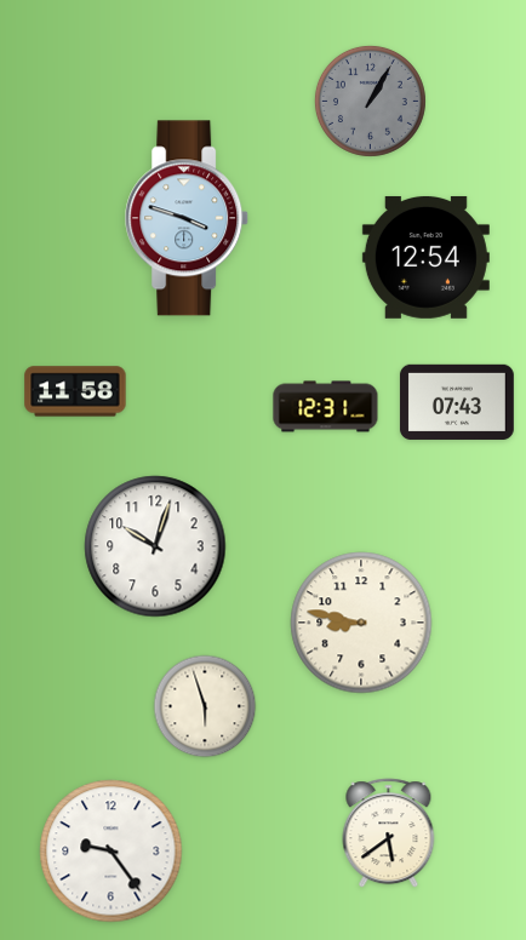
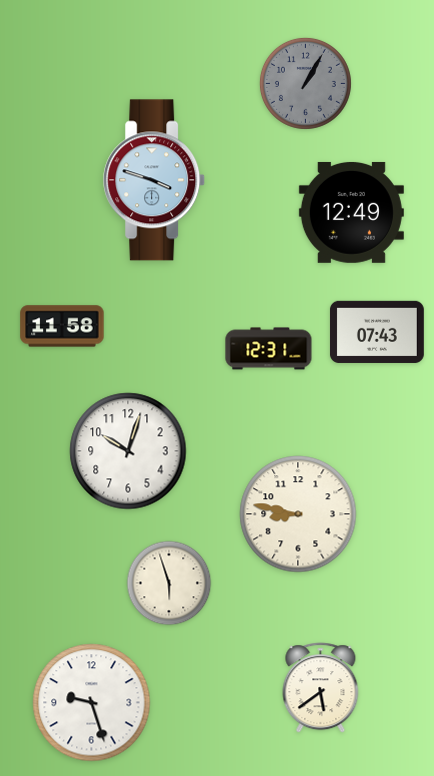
clock at (425, 257): 12:54 -> 12:49
clock at (75, 391) position: (75, 391) -> (62, 326)
clock at (326, 407) position: (326, 407) -> (269, 349)
clock at (112, 852): 9:24 -> 9:27
